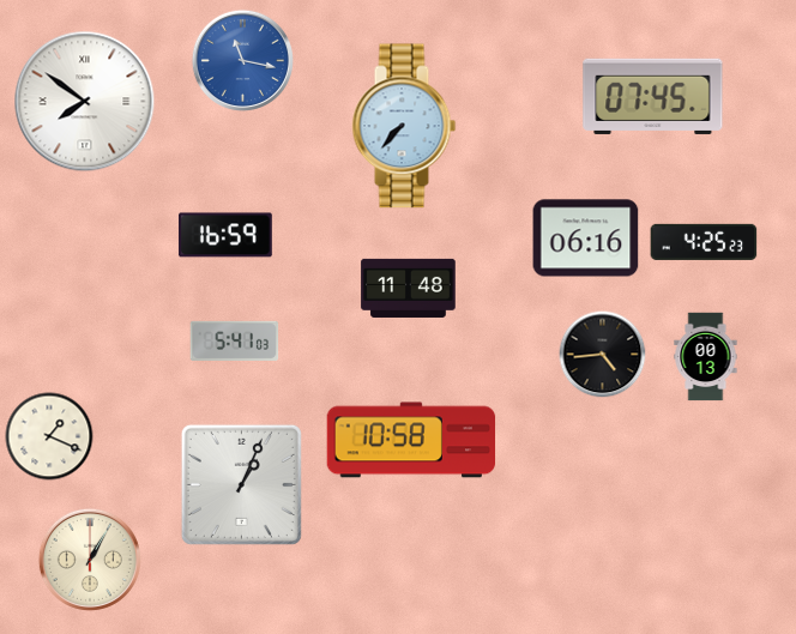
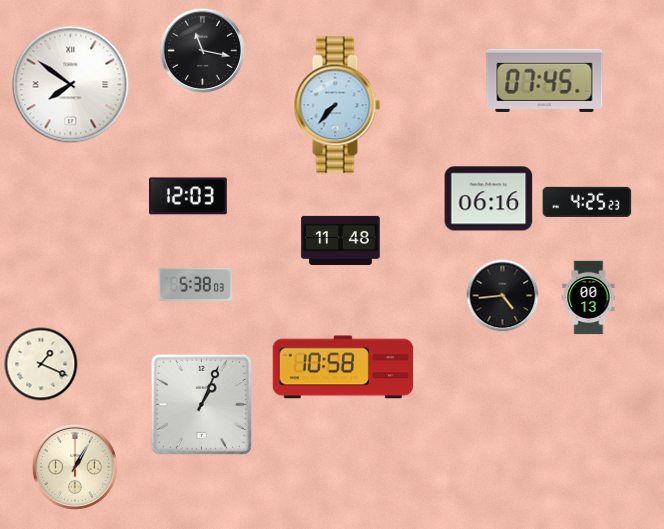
clock at (242, 60) dial: blue -> black
clock at (225, 235): 16:59 -> 12:03
clock at (235, 340): 5:41 -> 5:38
